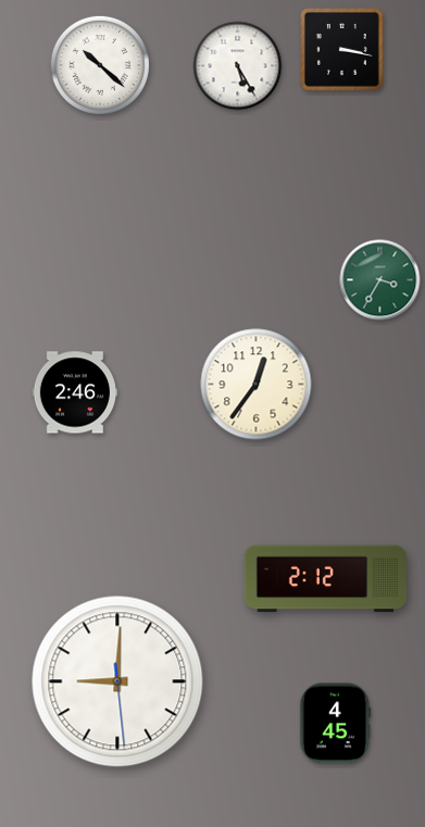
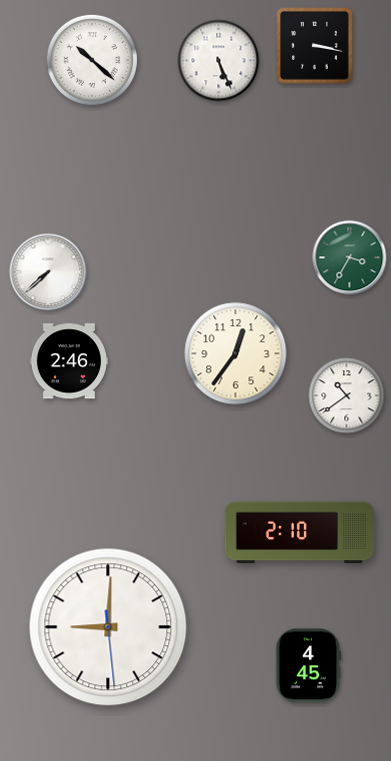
clock at (238, 66): 5:25 -> 5:26
clock at (48, 272): none -> 7:38
clock at (347, 396): none -> 10:39
clock at (325, 579): 2:12 -> 2:10
